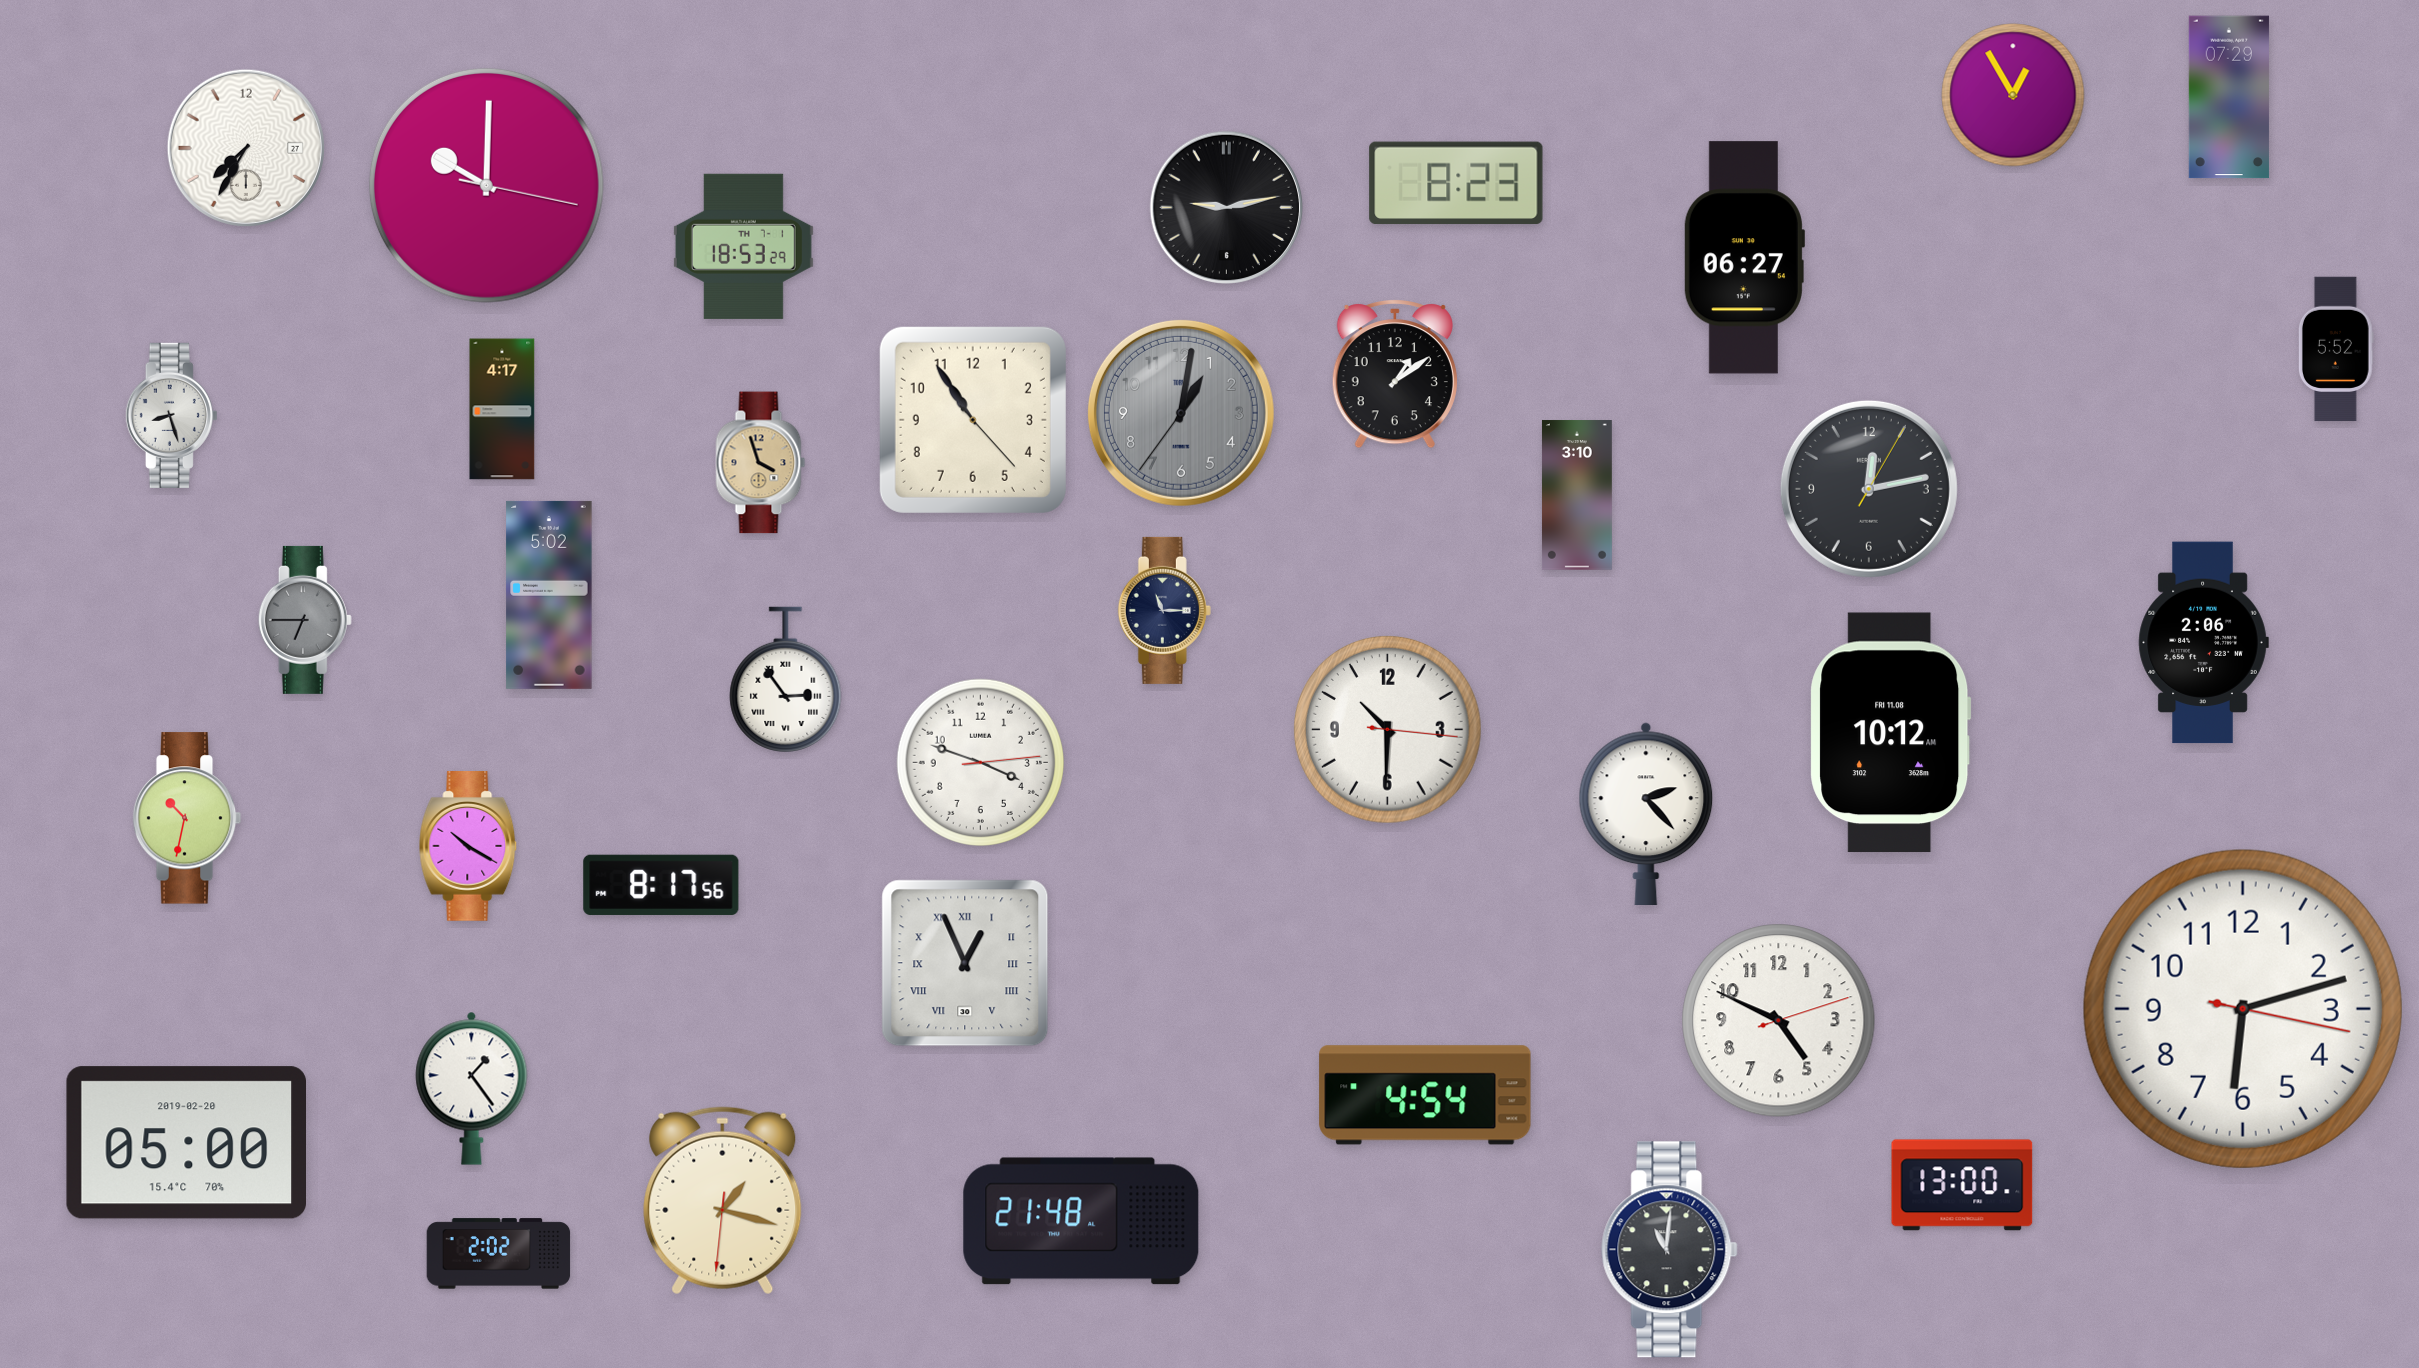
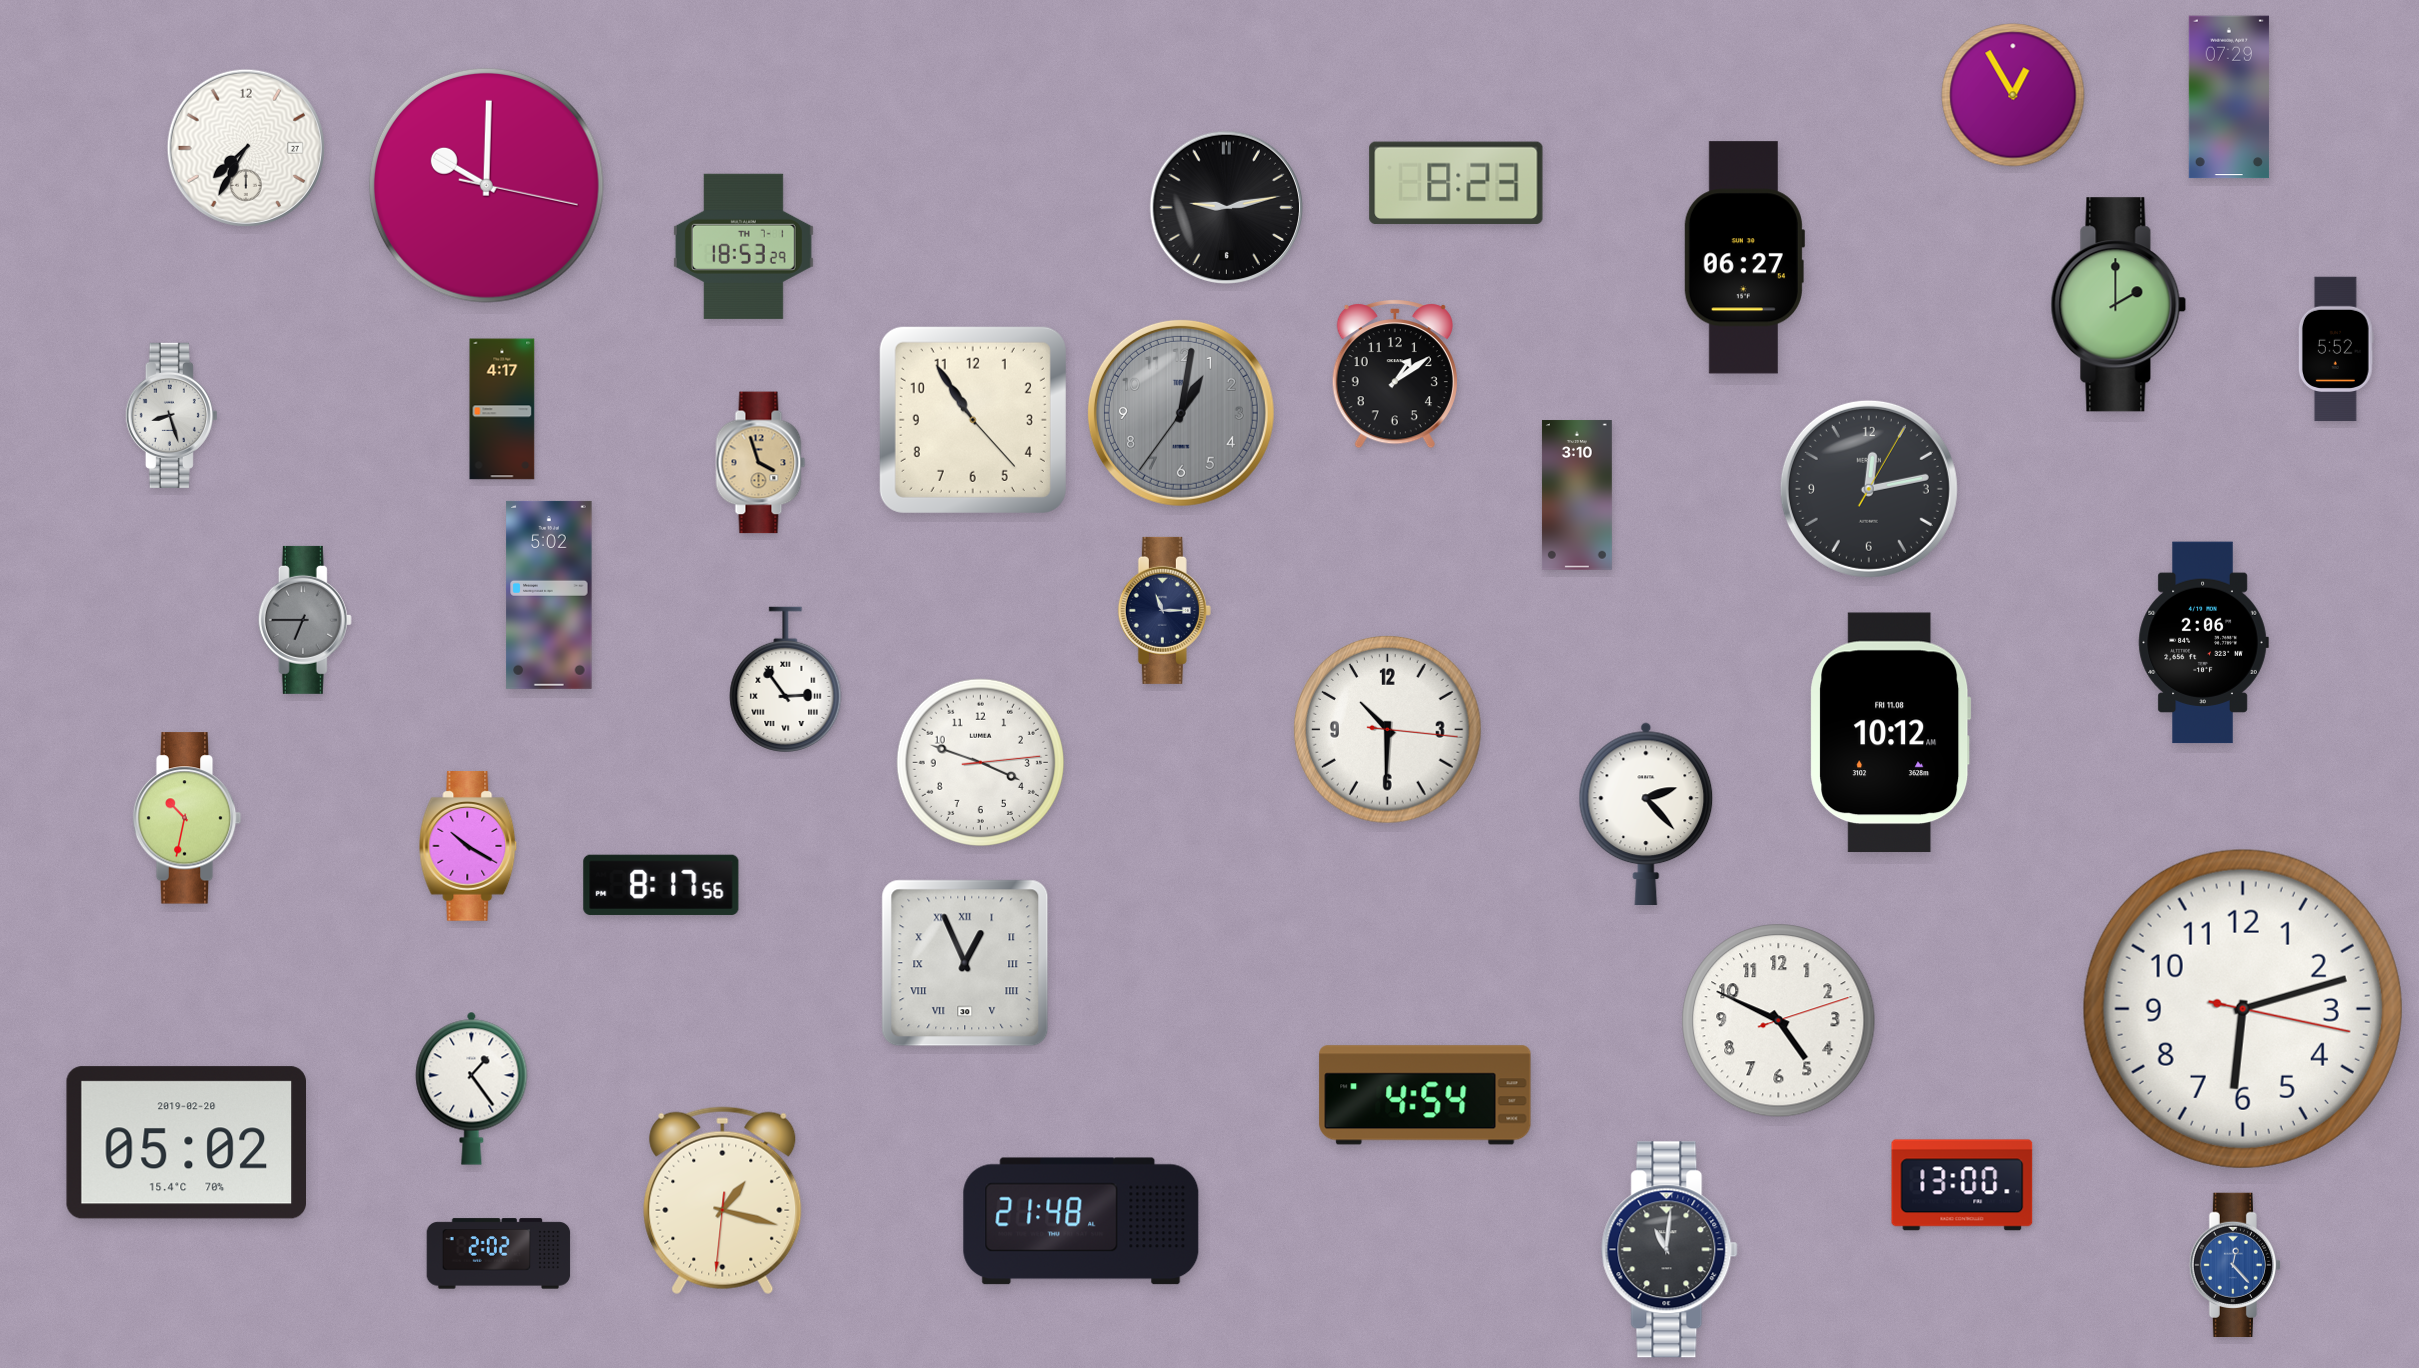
clock at (2119, 305): none -> 2:00
clock at (186, 1143): 05:00 -> 05:02
clock at (2235, 1264): none -> 12:23
